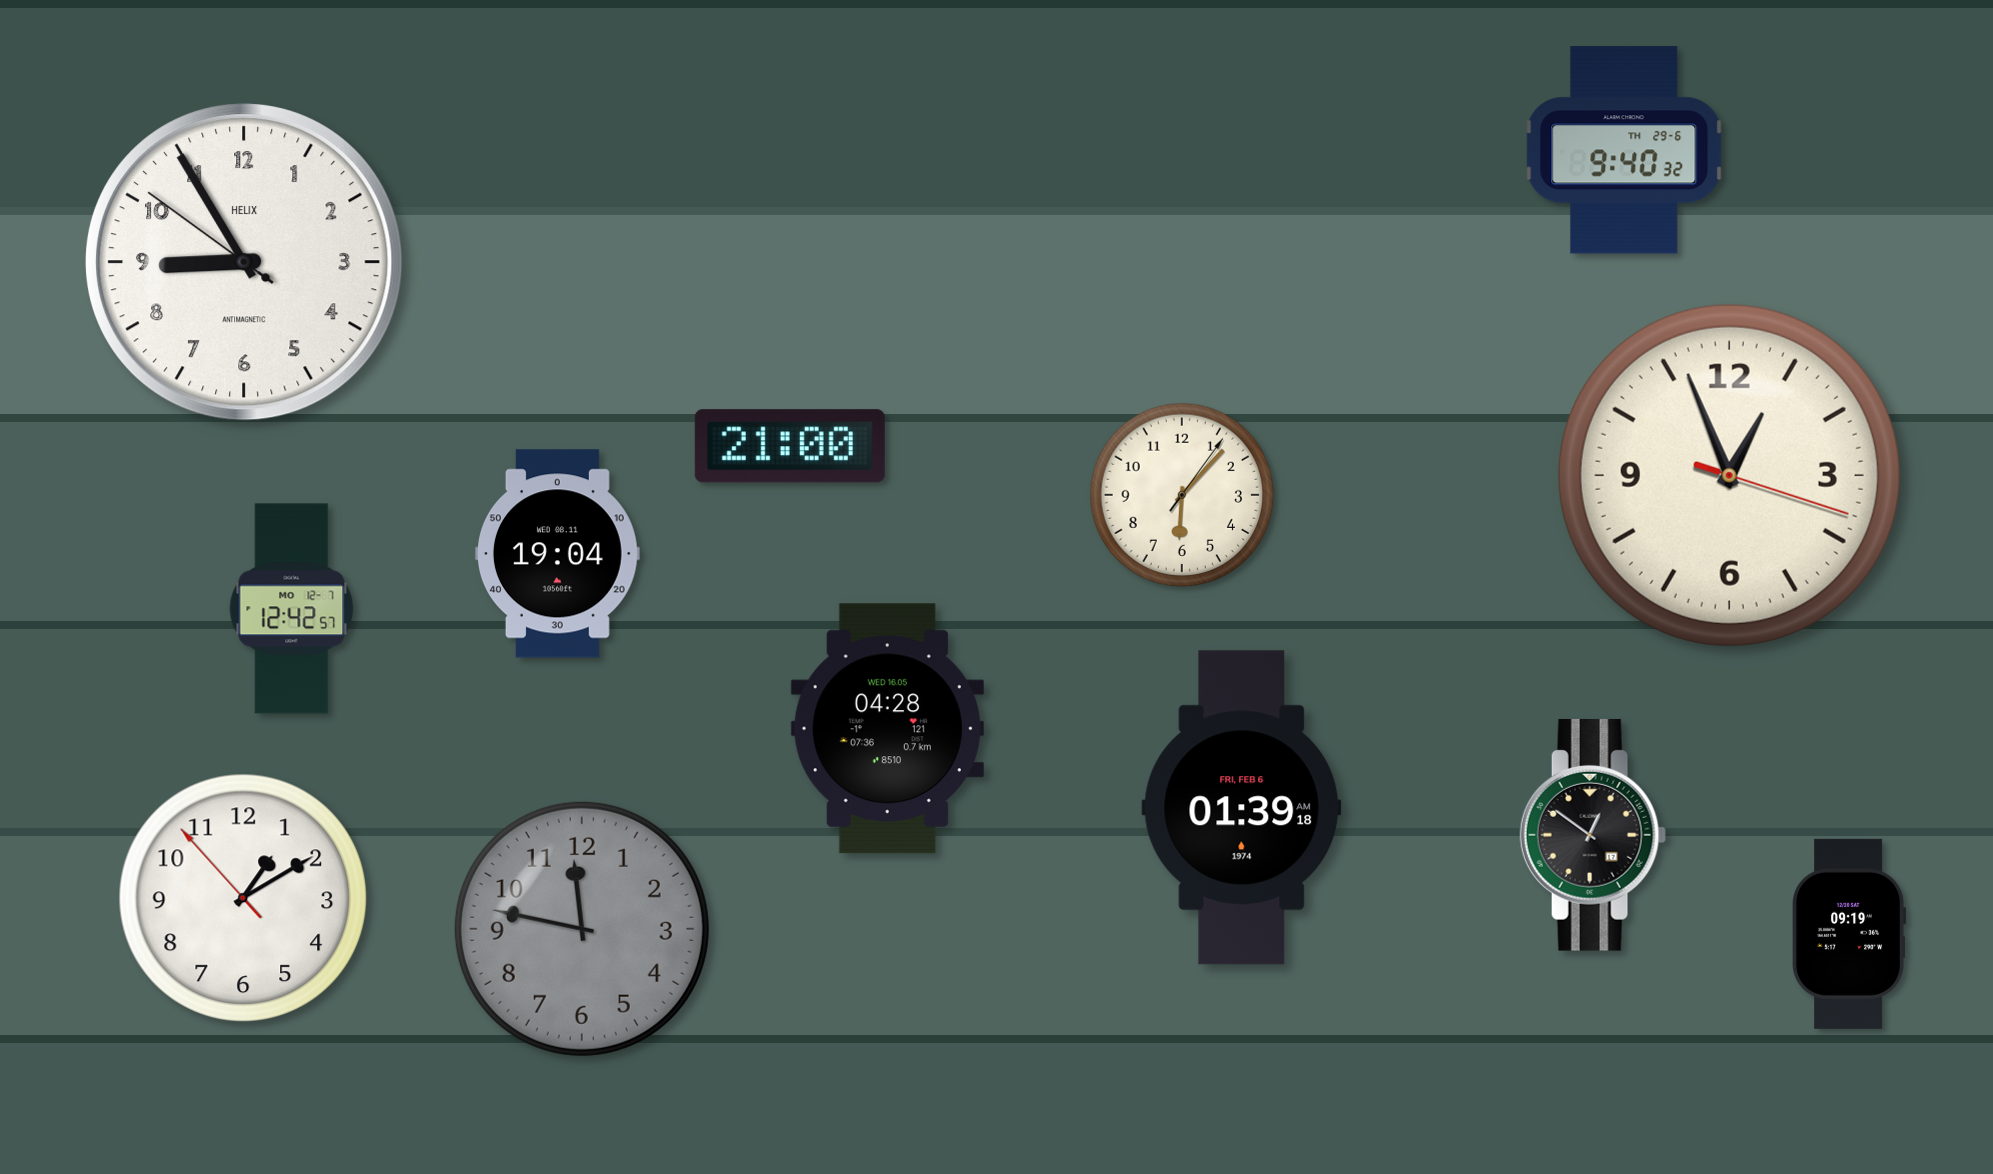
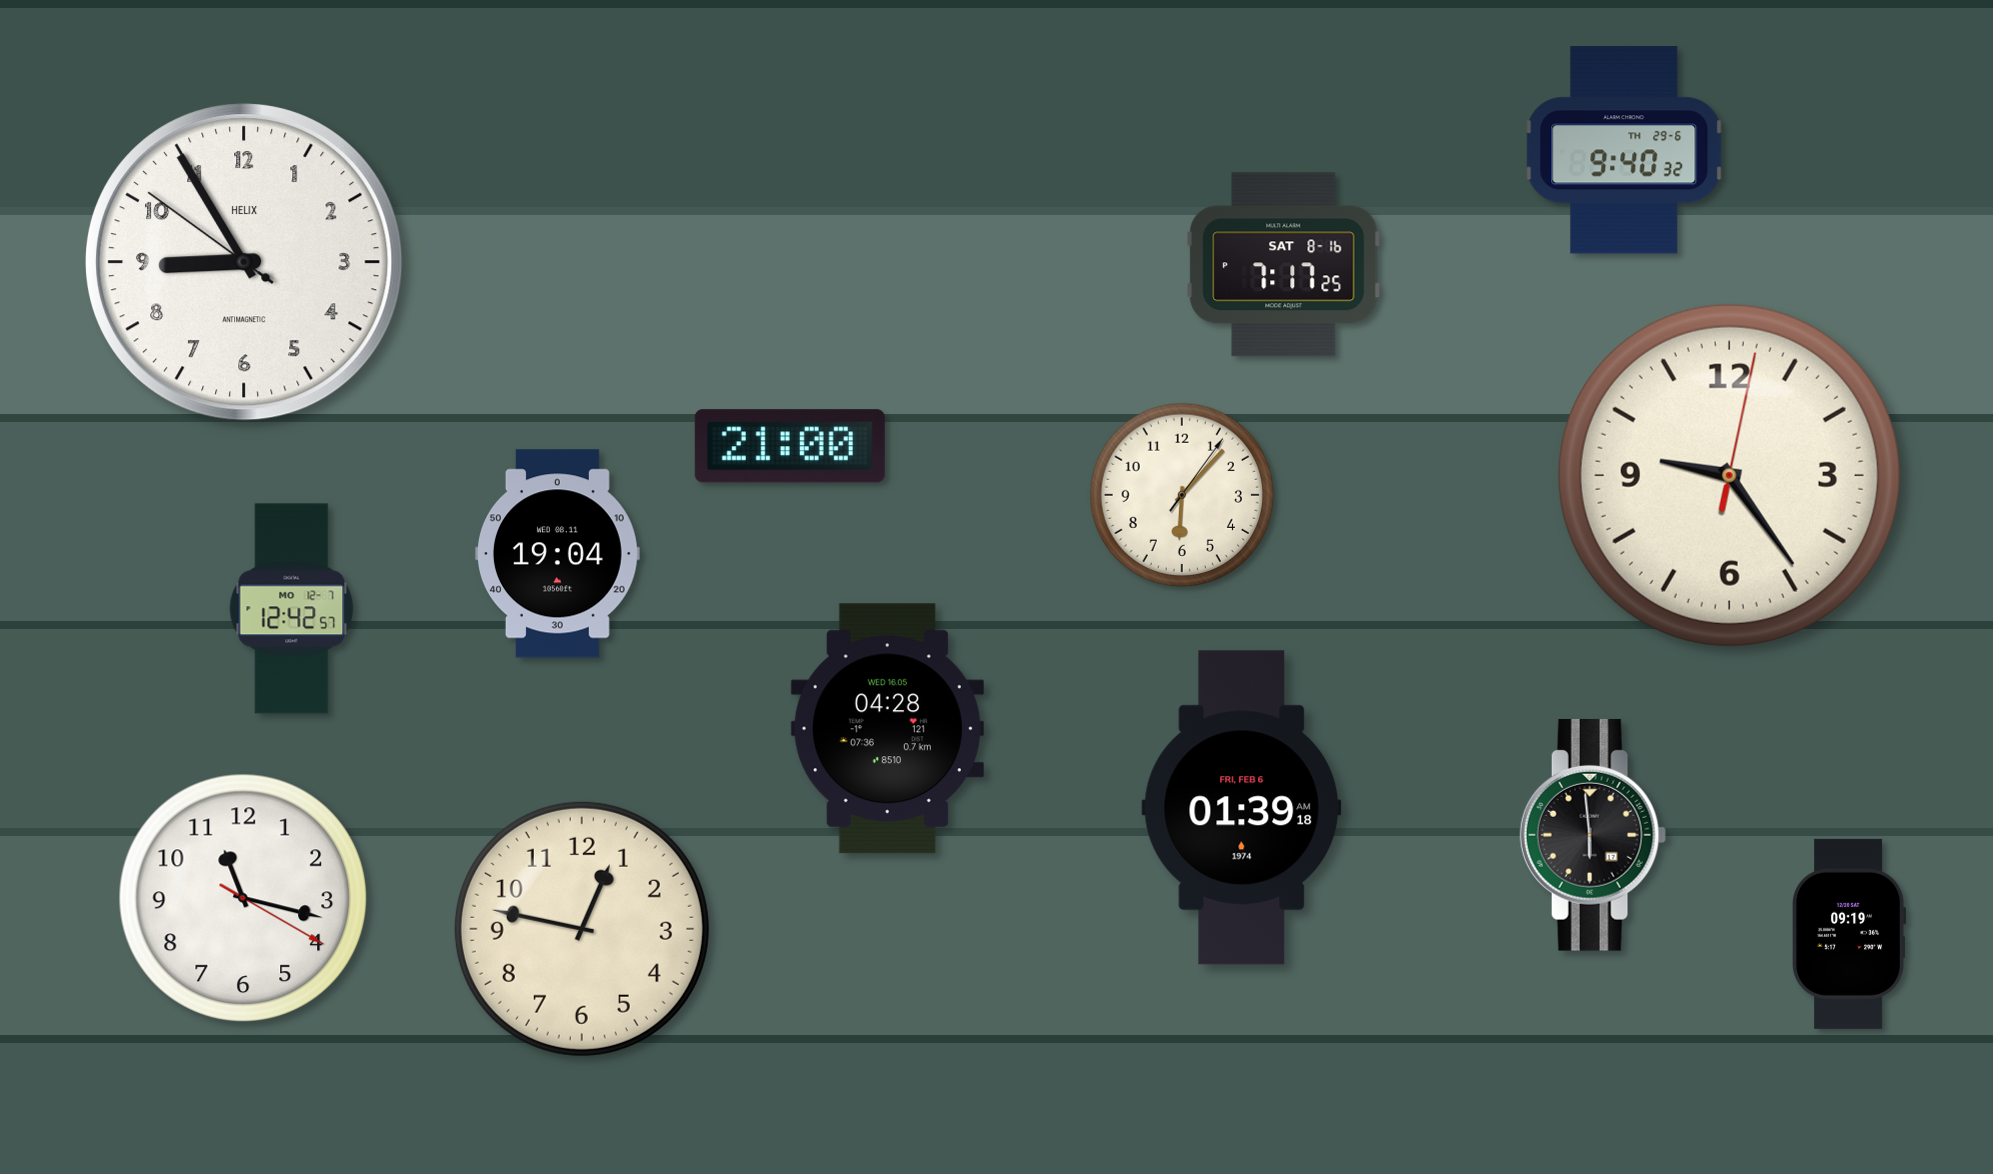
clock at (1284, 265): none -> 7:17
clock at (1729, 475): 12:56 -> 9:24
clock at (1593, 835): 12:51 -> 5:59
clock at (243, 898): 1:09 -> 11:17
clock at (582, 929): 11:47 -> 12:47
clock at (582, 929) dial: grey -> cream
